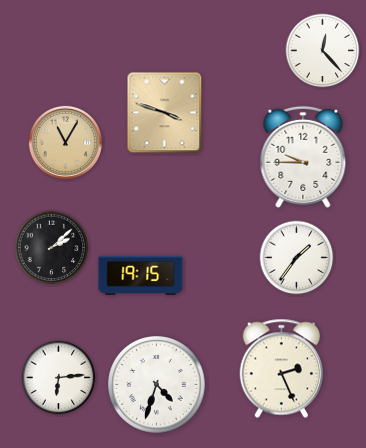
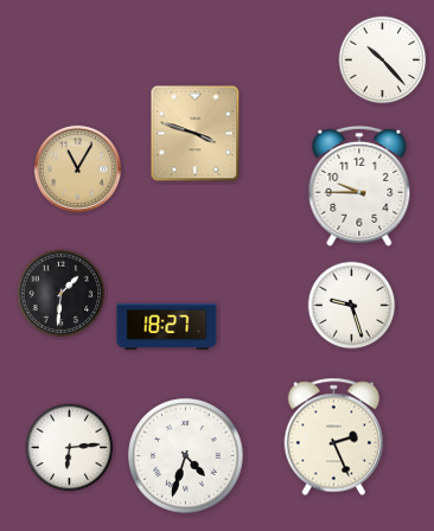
clock at (323, 51): 12:23 -> 10:23
clock at (52, 248): 2:08 -> 1:31
clock at (297, 258): 1:36 -> 9:27
clock at (141, 275): 19:15 -> 18:27
